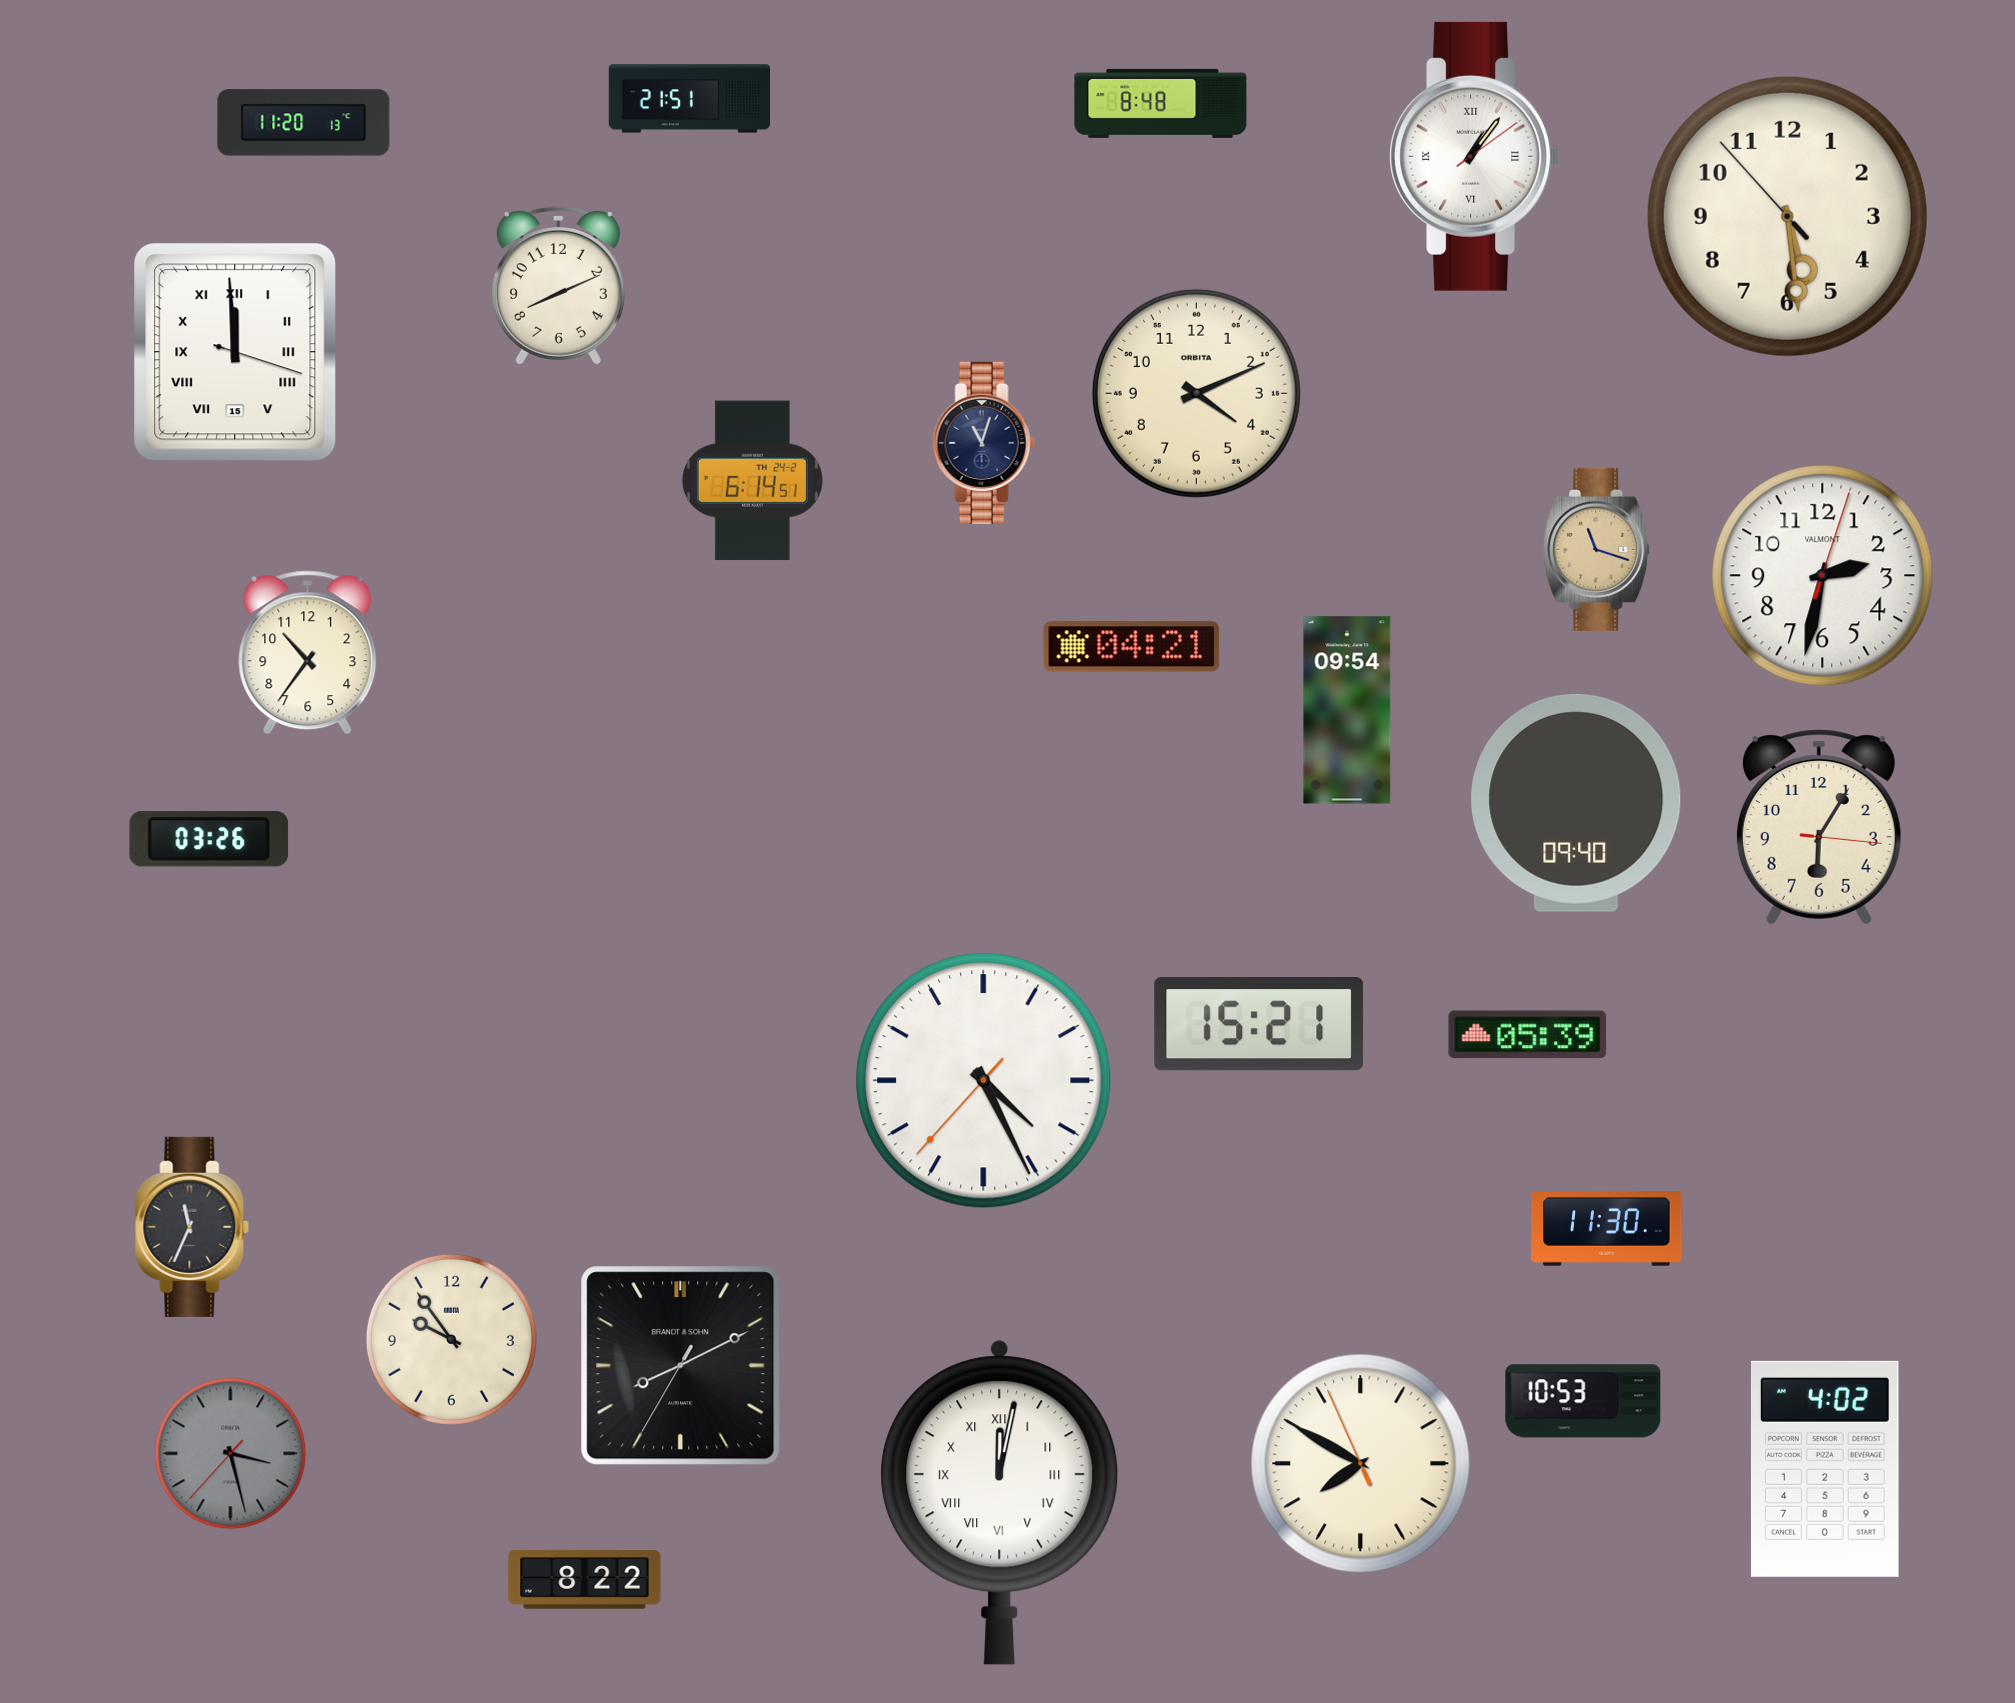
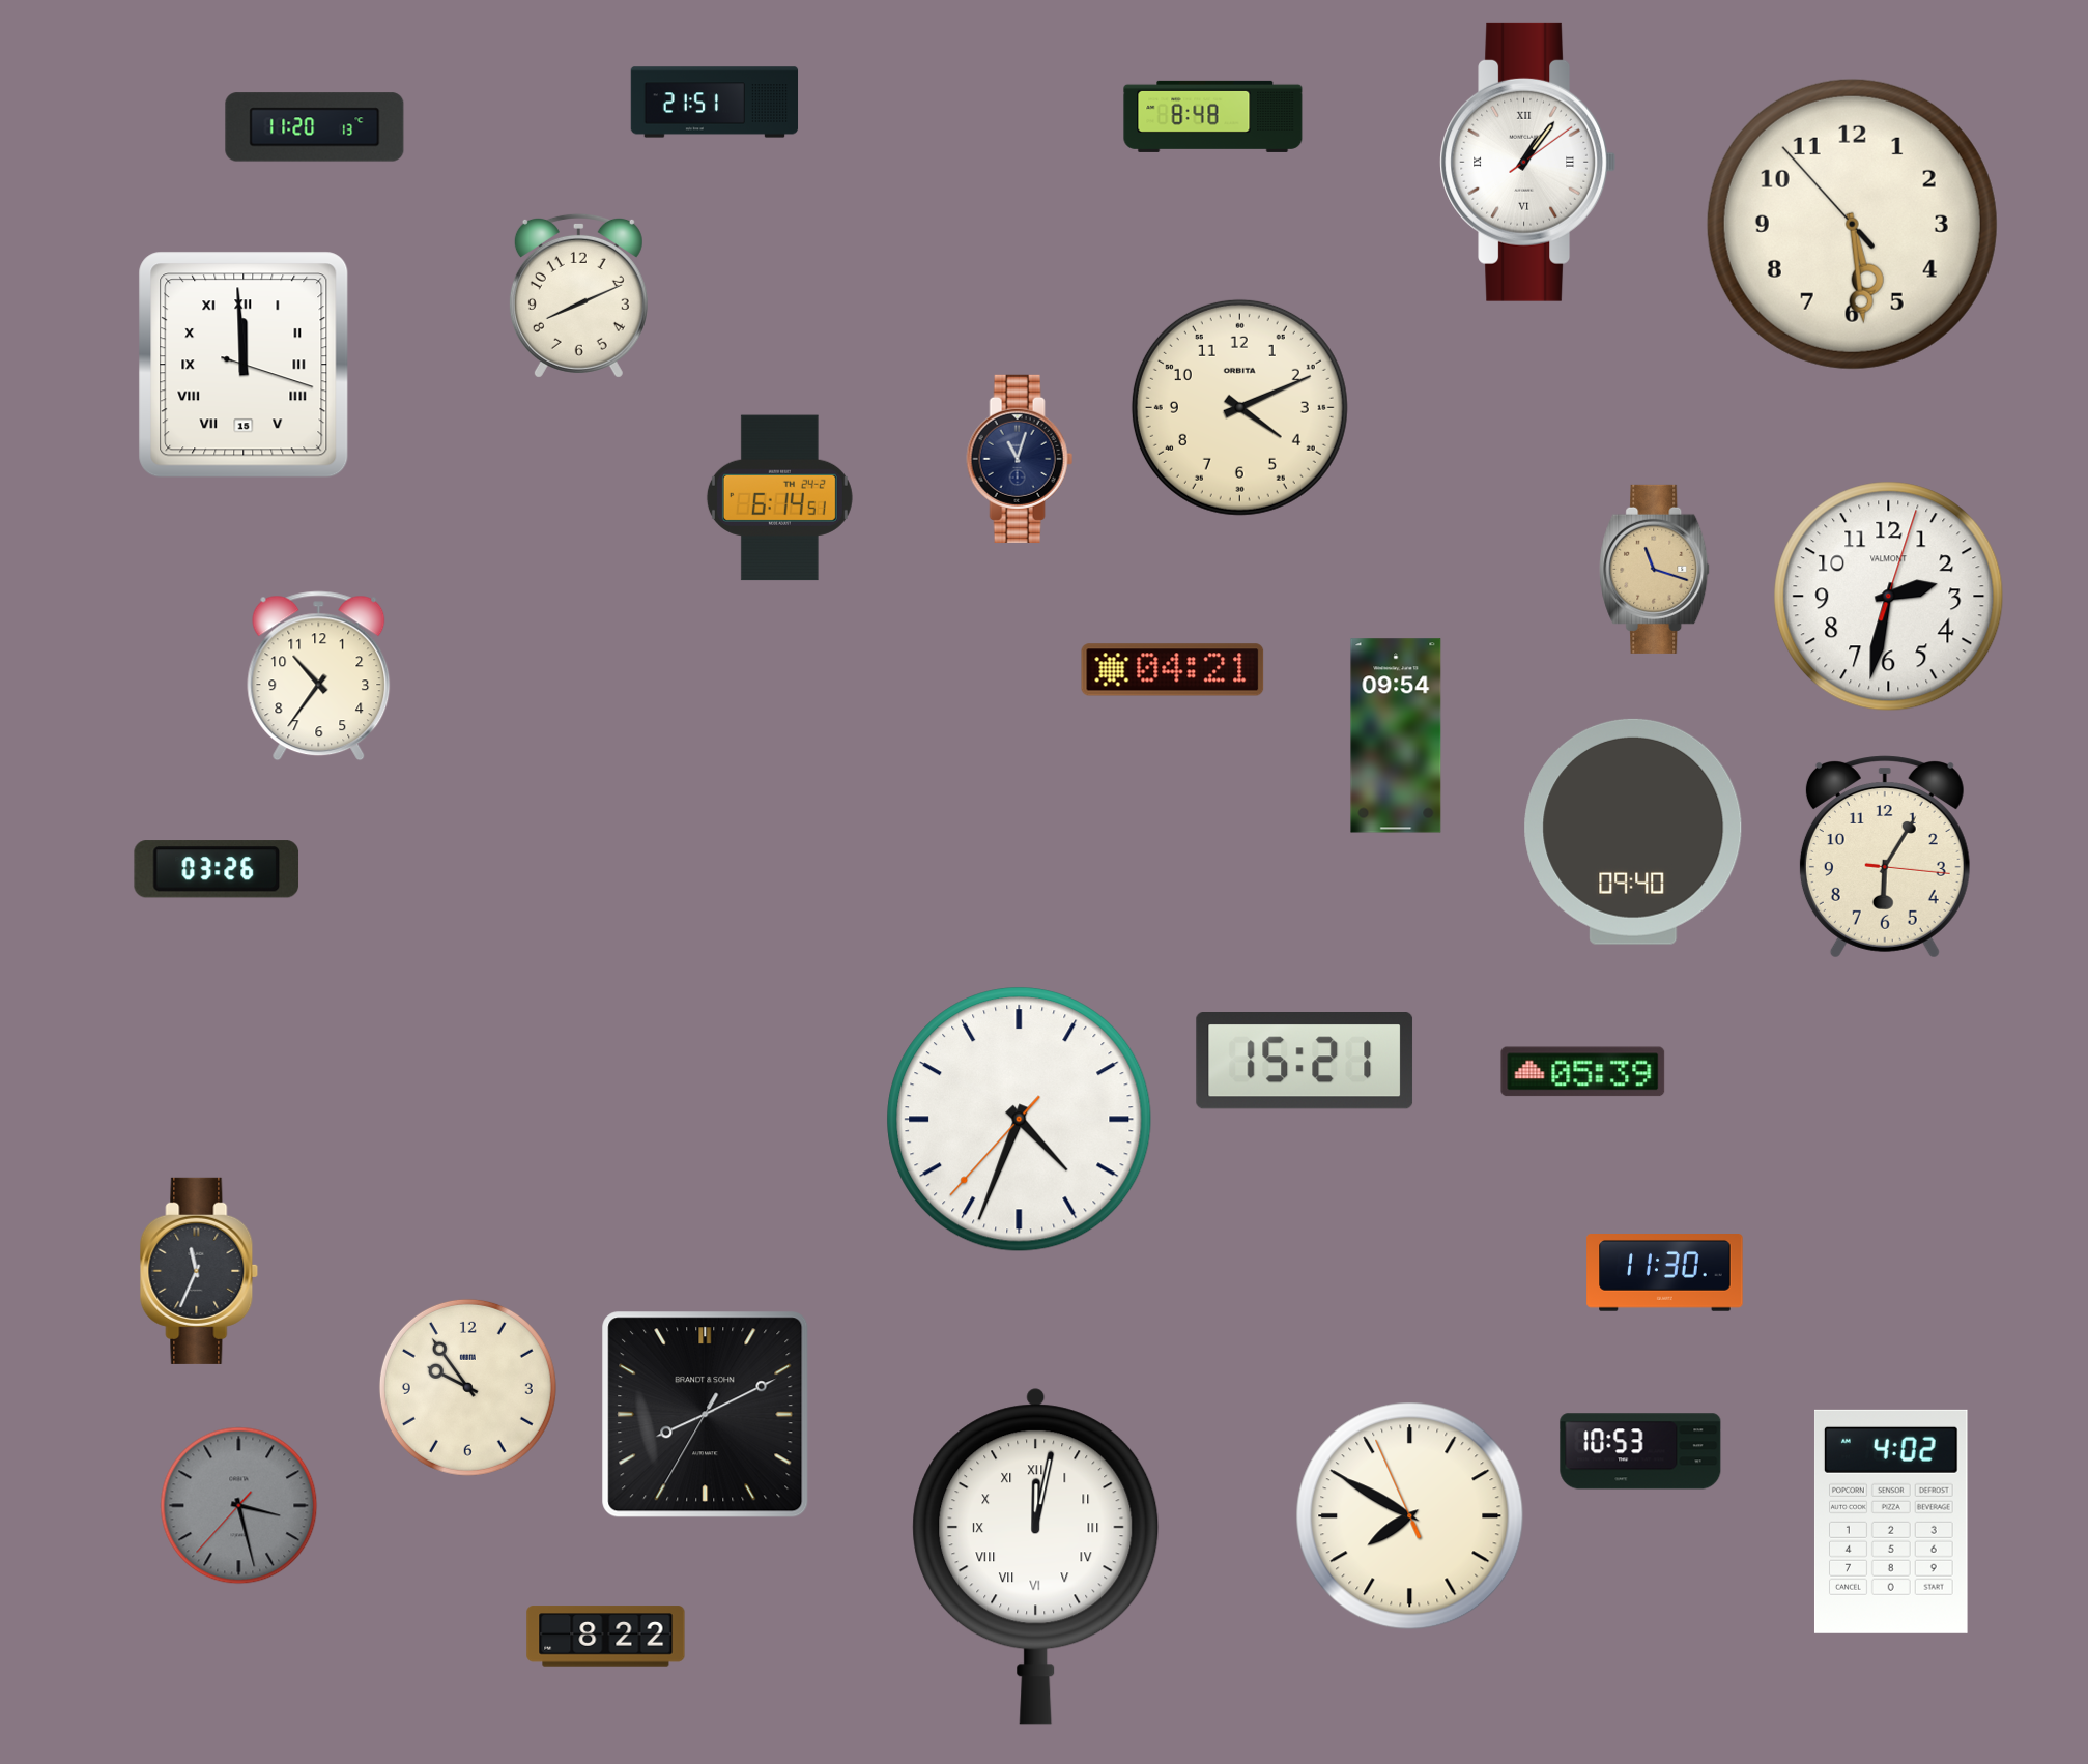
clock at (1161, 103) position: (1161, 103) -> (1213, 116)
clock at (984, 1081): 4:25 -> 4:33
